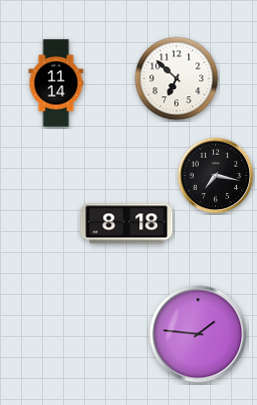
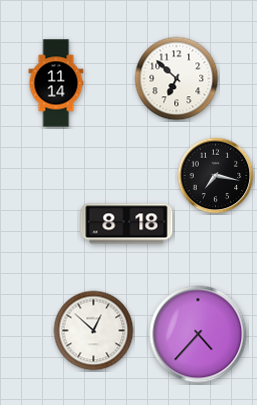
clock at (94, 331): none -> 12:52
clock at (198, 334): 1:46 -> 4:37
